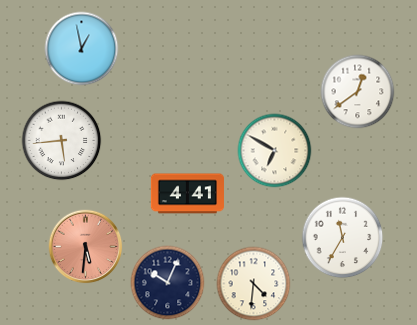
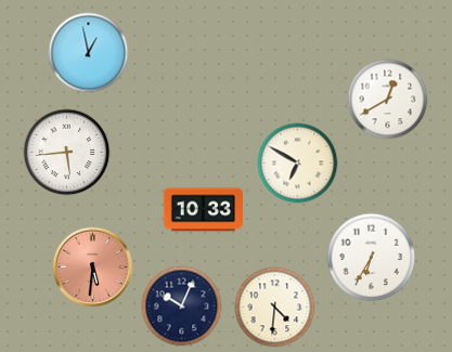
clock at (358, 92): 12:39 -> 12:40
clock at (187, 194): 4:41 -> 10:33
clock at (343, 238): 11:35 -> 6:35
